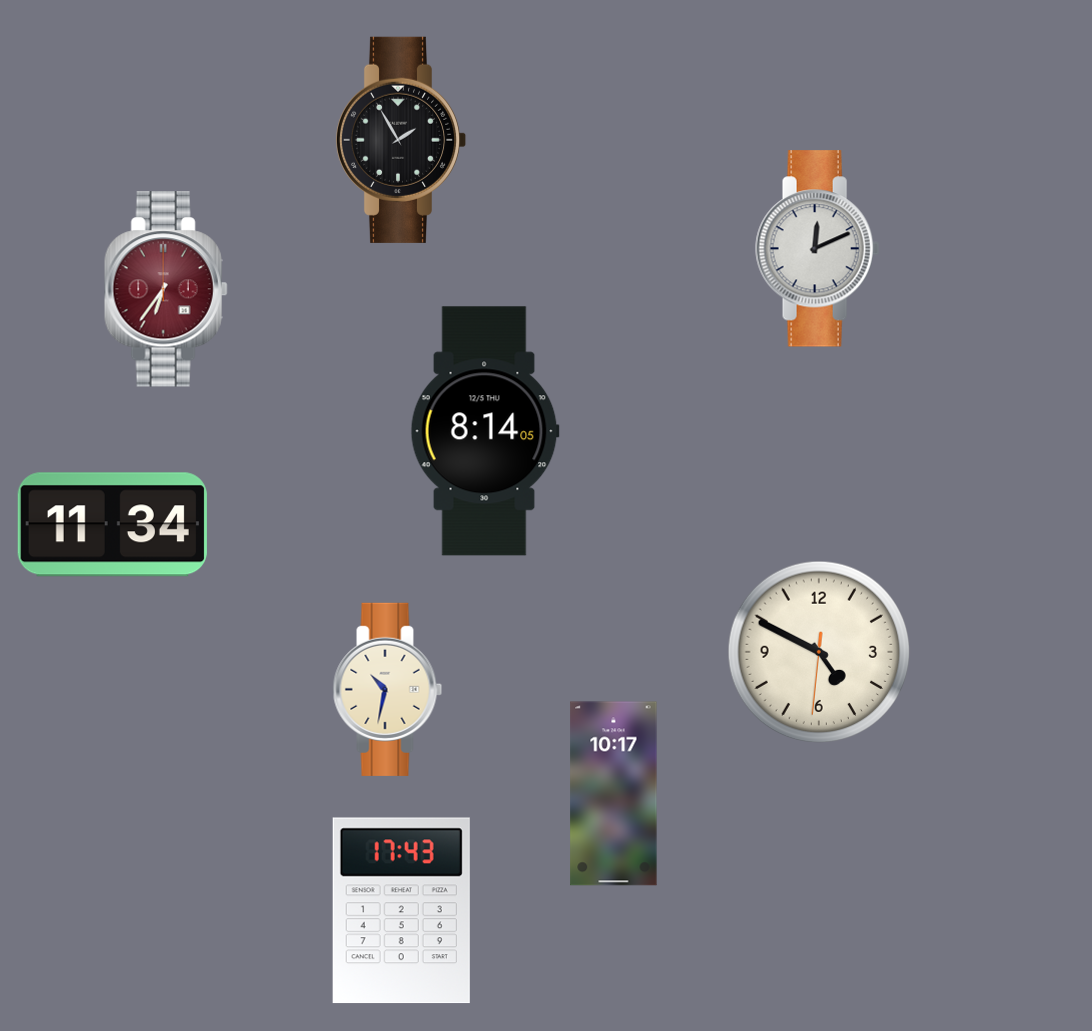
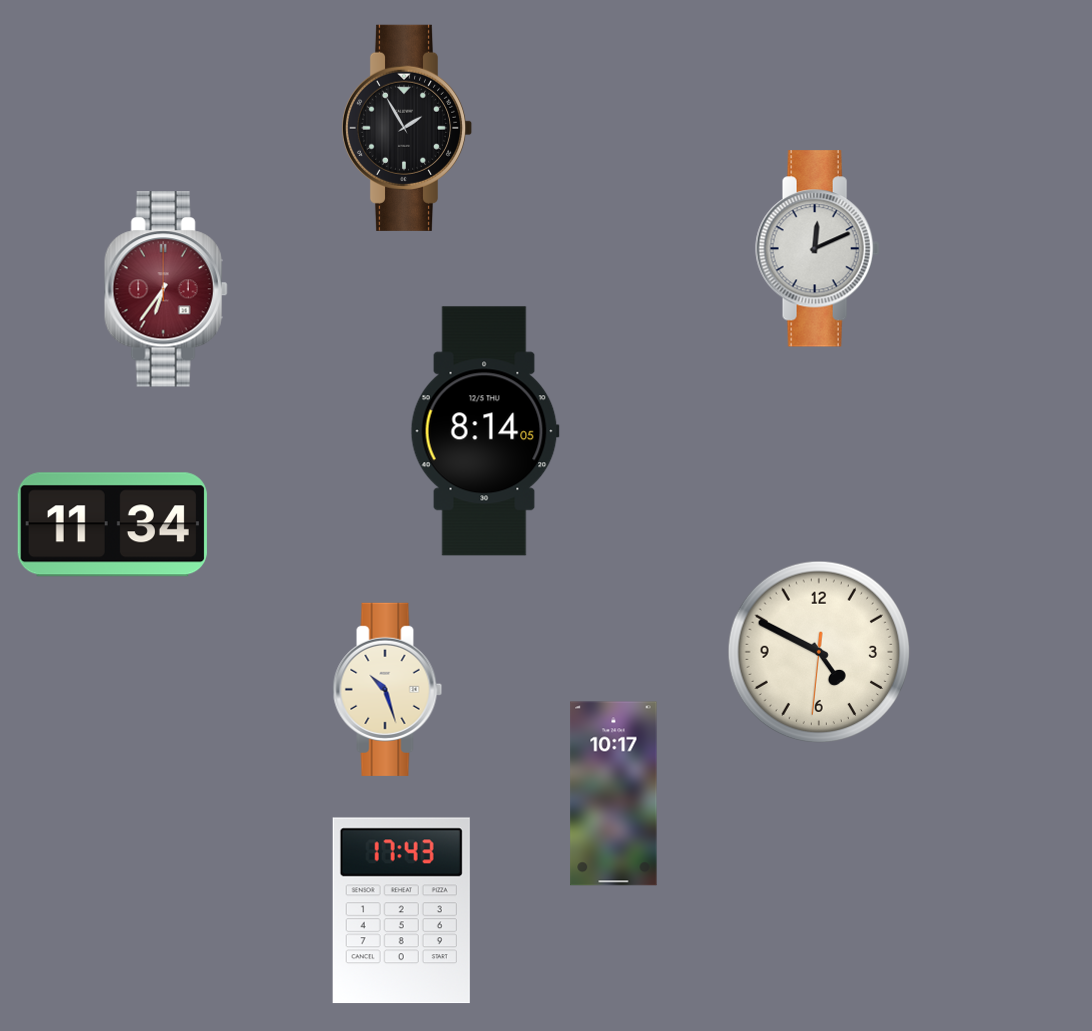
clock at (401, 140) position: (401, 140) -> (407, 128)
clock at (388, 689): 10:32 -> 10:27
